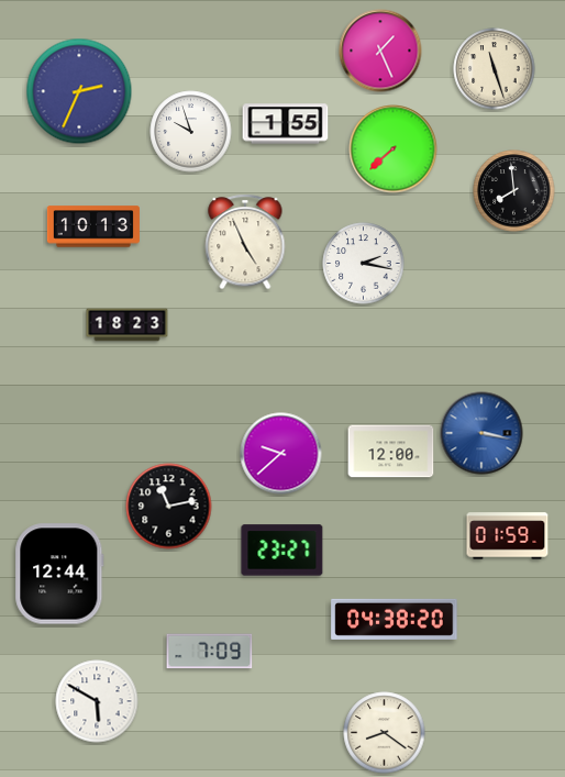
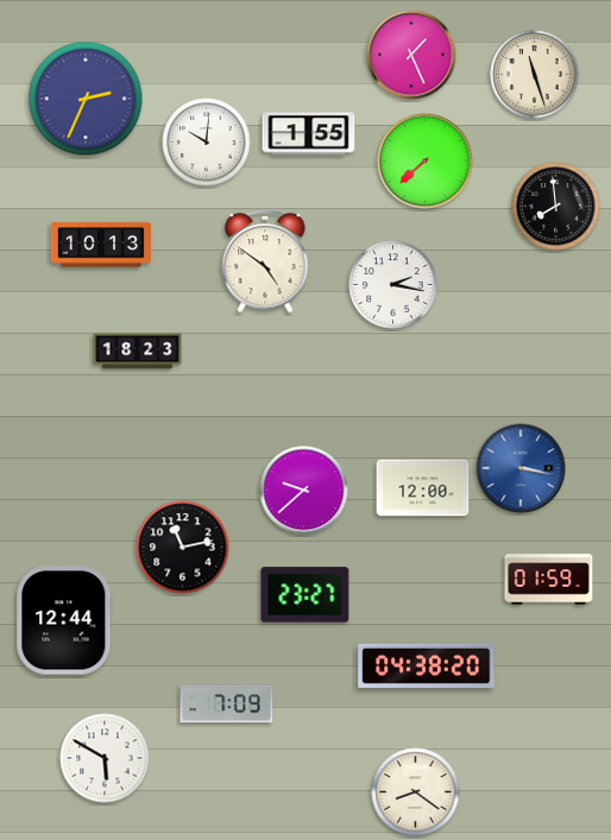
clock at (191, 132): 9:57 -> 10:01
clock at (245, 242): 4:56 -> 4:51
clock at (395, 619) position: (395, 619) -> (427, 665)
